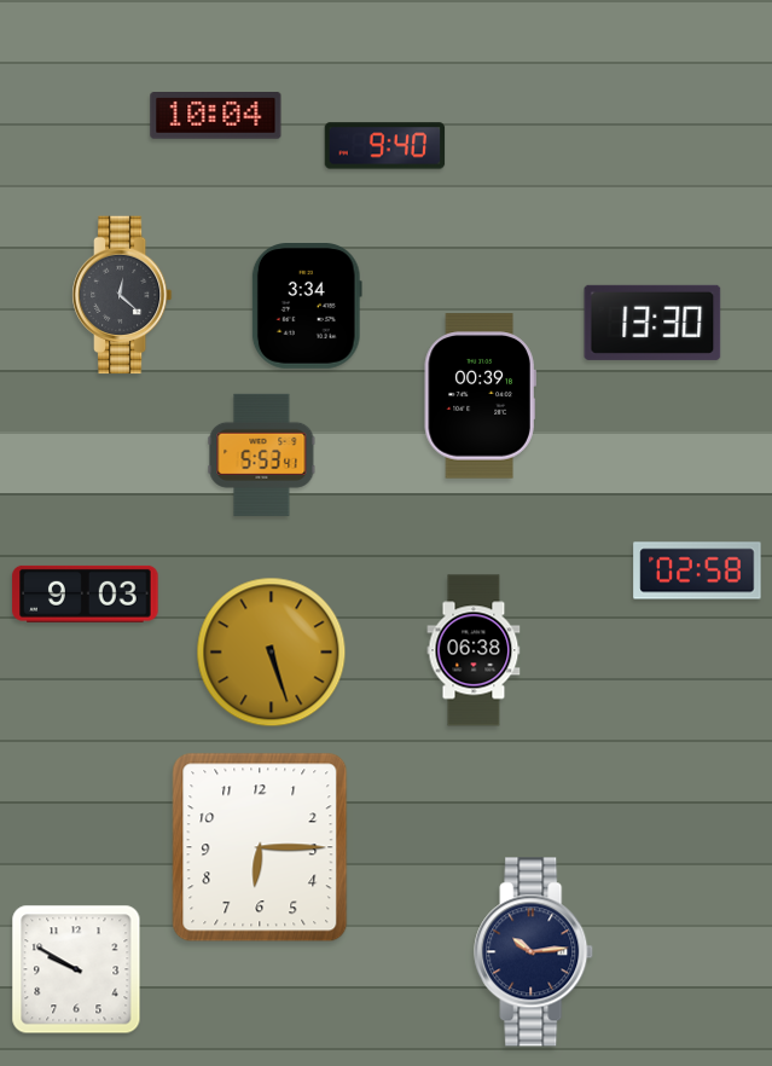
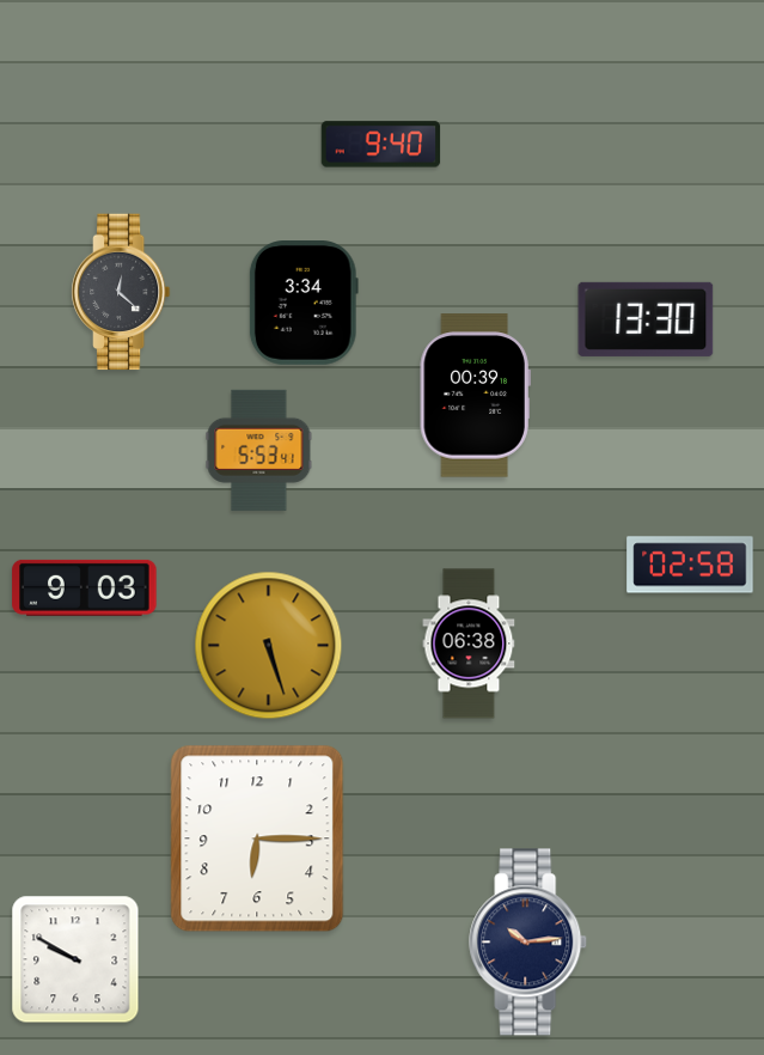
clock at (216, 116): 10:04 -> none
clock at (480, 396) position: (480, 396) -> (475, 396)
